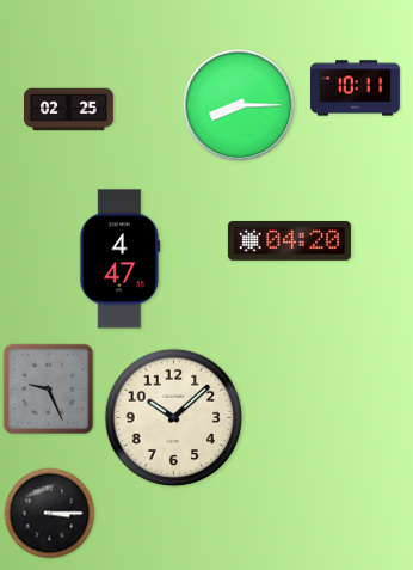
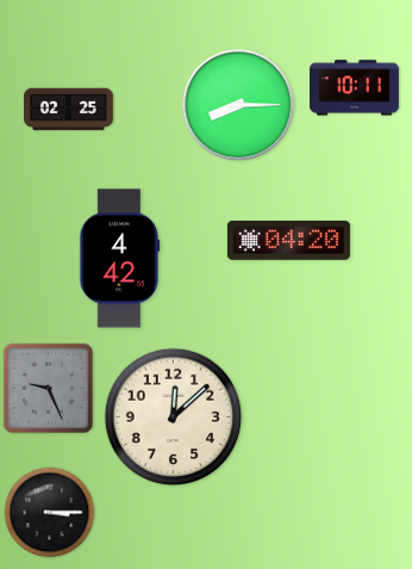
clock at (121, 259): 4:47 -> 4:42
clock at (174, 418): 10:08 -> 12:08
